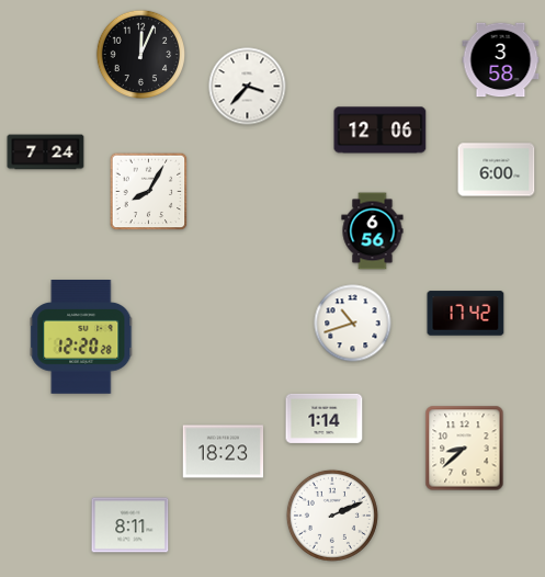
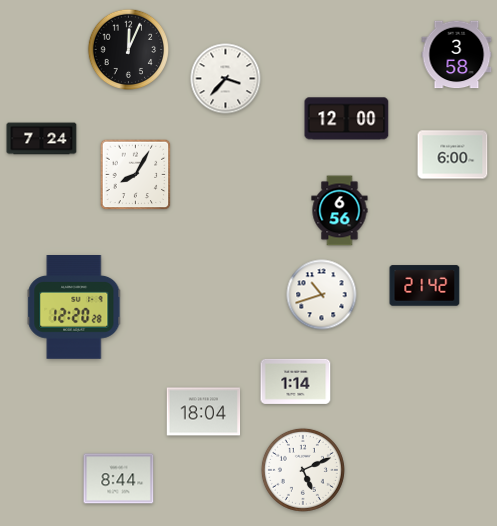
clock at (381, 131): 12:06 -> 12:00
clock at (466, 314): 17:42 -> 21:42
clock at (465, 449): 8:38 -> none
clock at (224, 452): 18:23 -> 18:04
clock at (332, 516): 2:11 -> 5:11
clock at (130, 525): 8:11 -> 8:44
